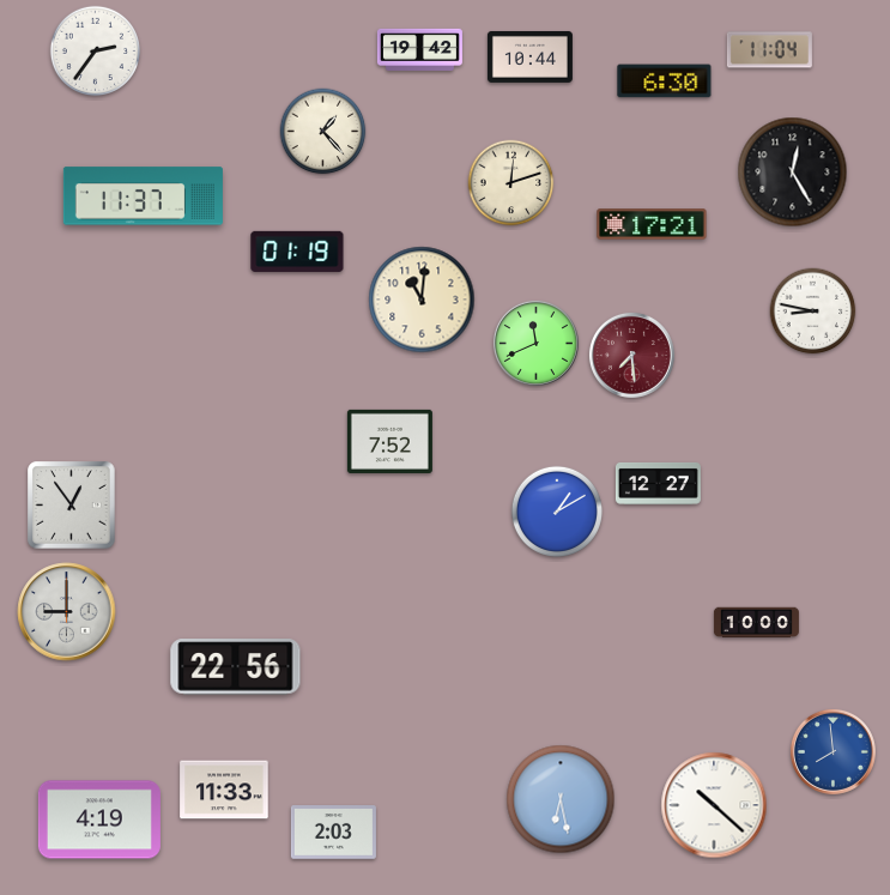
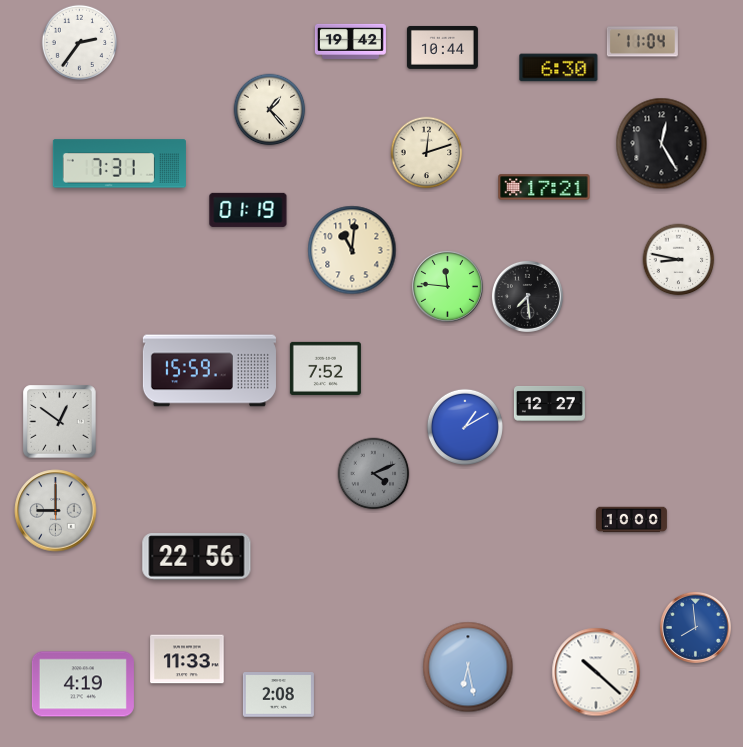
clock at (665, 81) position: (665, 81) -> (559, 68)
clock at (143, 196): 11:37 -> 7:31
clock at (535, 343): 11:41 -> 11:46
clock at (631, 355) dial: burgundy -> black
clock at (209, 371): none -> 15:59
clock at (72, 506): 12:54 -> 12:51
clock at (374, 474): none -> 4:11
clock at (333, 833): 2:03 -> 2:08
